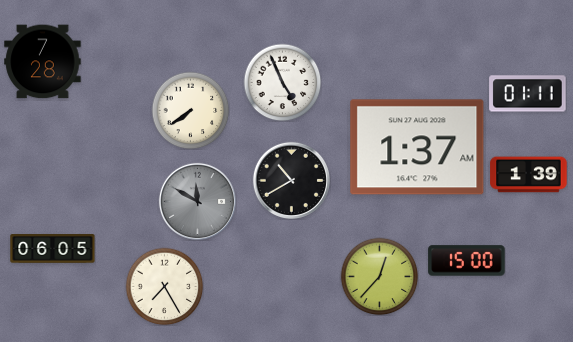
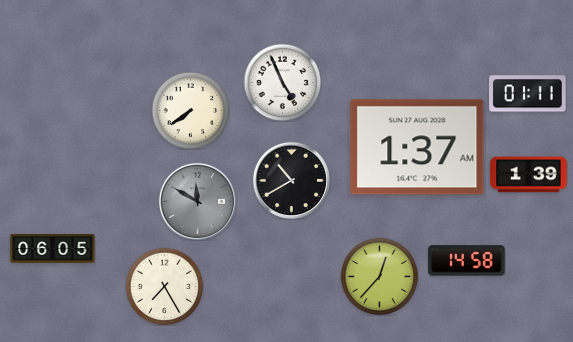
clock at (43, 62): 7:28 -> none
clock at (467, 261): 15:00 -> 14:58
